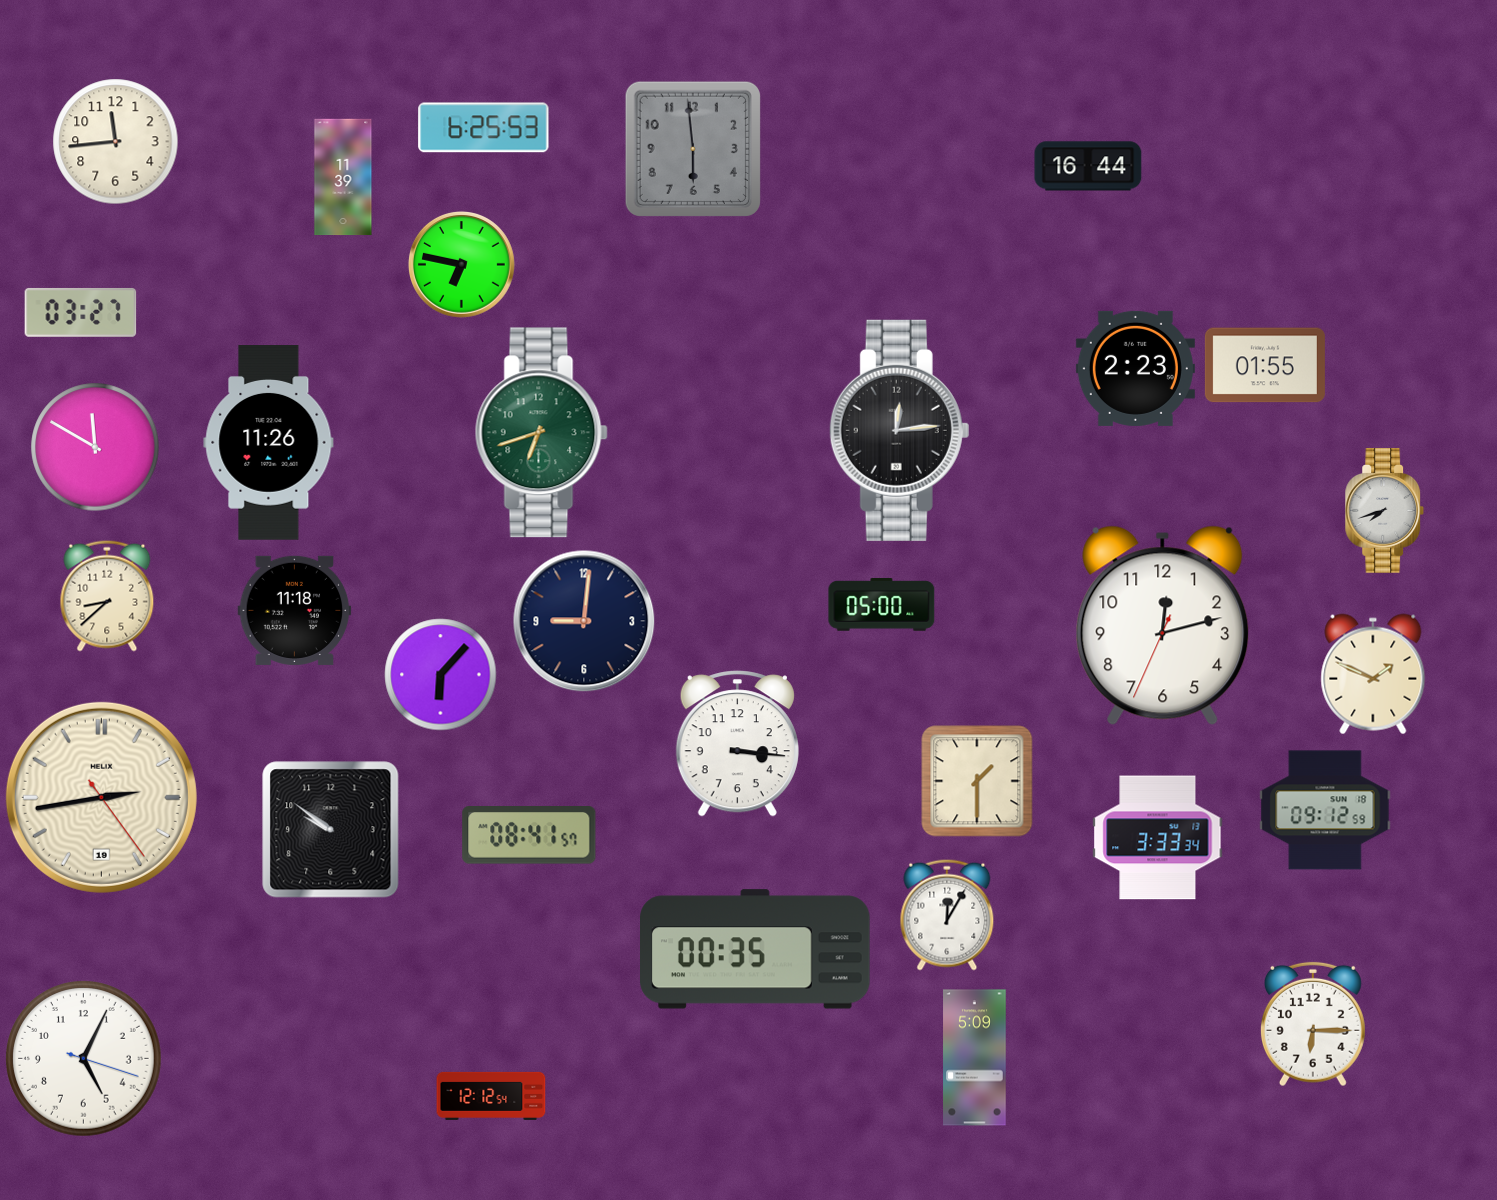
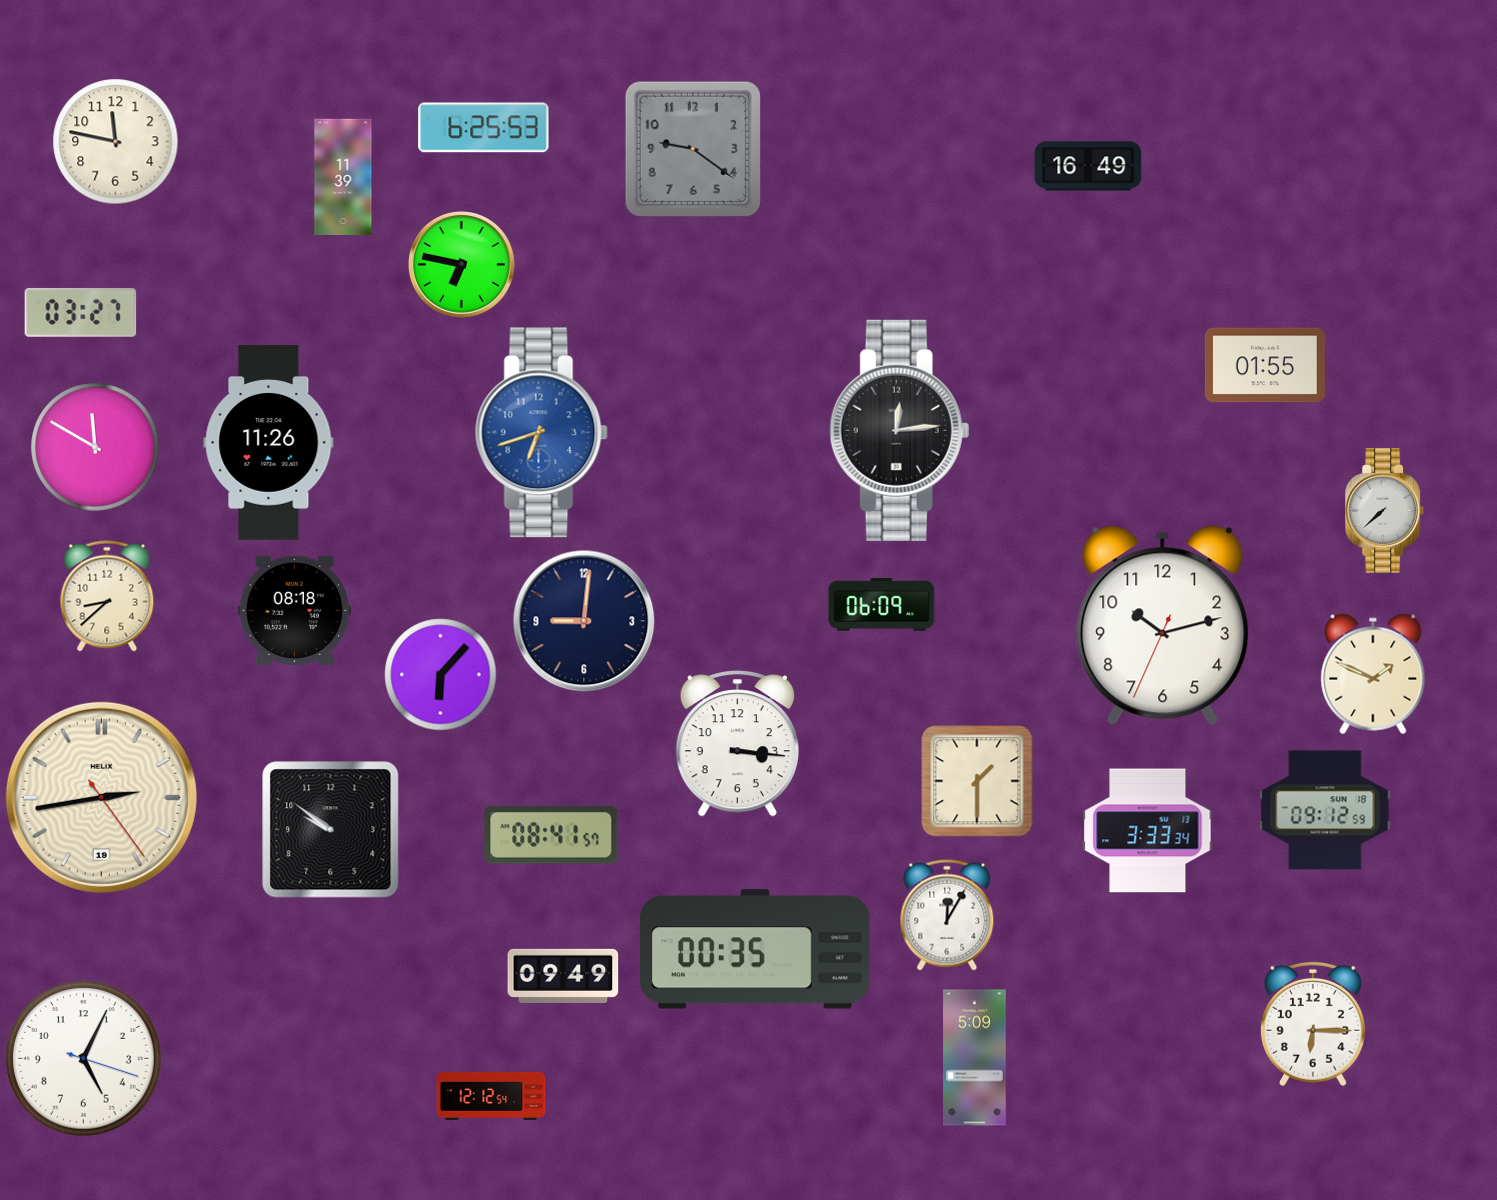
clock at (116, 142): 11:44 -> 11:47
clock at (693, 149): 5:59 -> 9:21
clock at (1088, 166): 16:44 -> 16:49
clock at (1135, 368): 2:23 -> none
clock at (541, 433) dial: green -> blue
clock at (1385, 511): 7:42 -> 7:38
clock at (882, 604): 05:00 -> 06:09
clock at (295, 610): 11:18 -> 08:18
clock at (1163, 626): 12:12 -> 10:12
clock at (529, 835) position: (529, 835) -> (551, 835)
clock at (1158, 838) position: (1158, 838) -> (1148, 831)
clock at (563, 976): none -> 09:49
